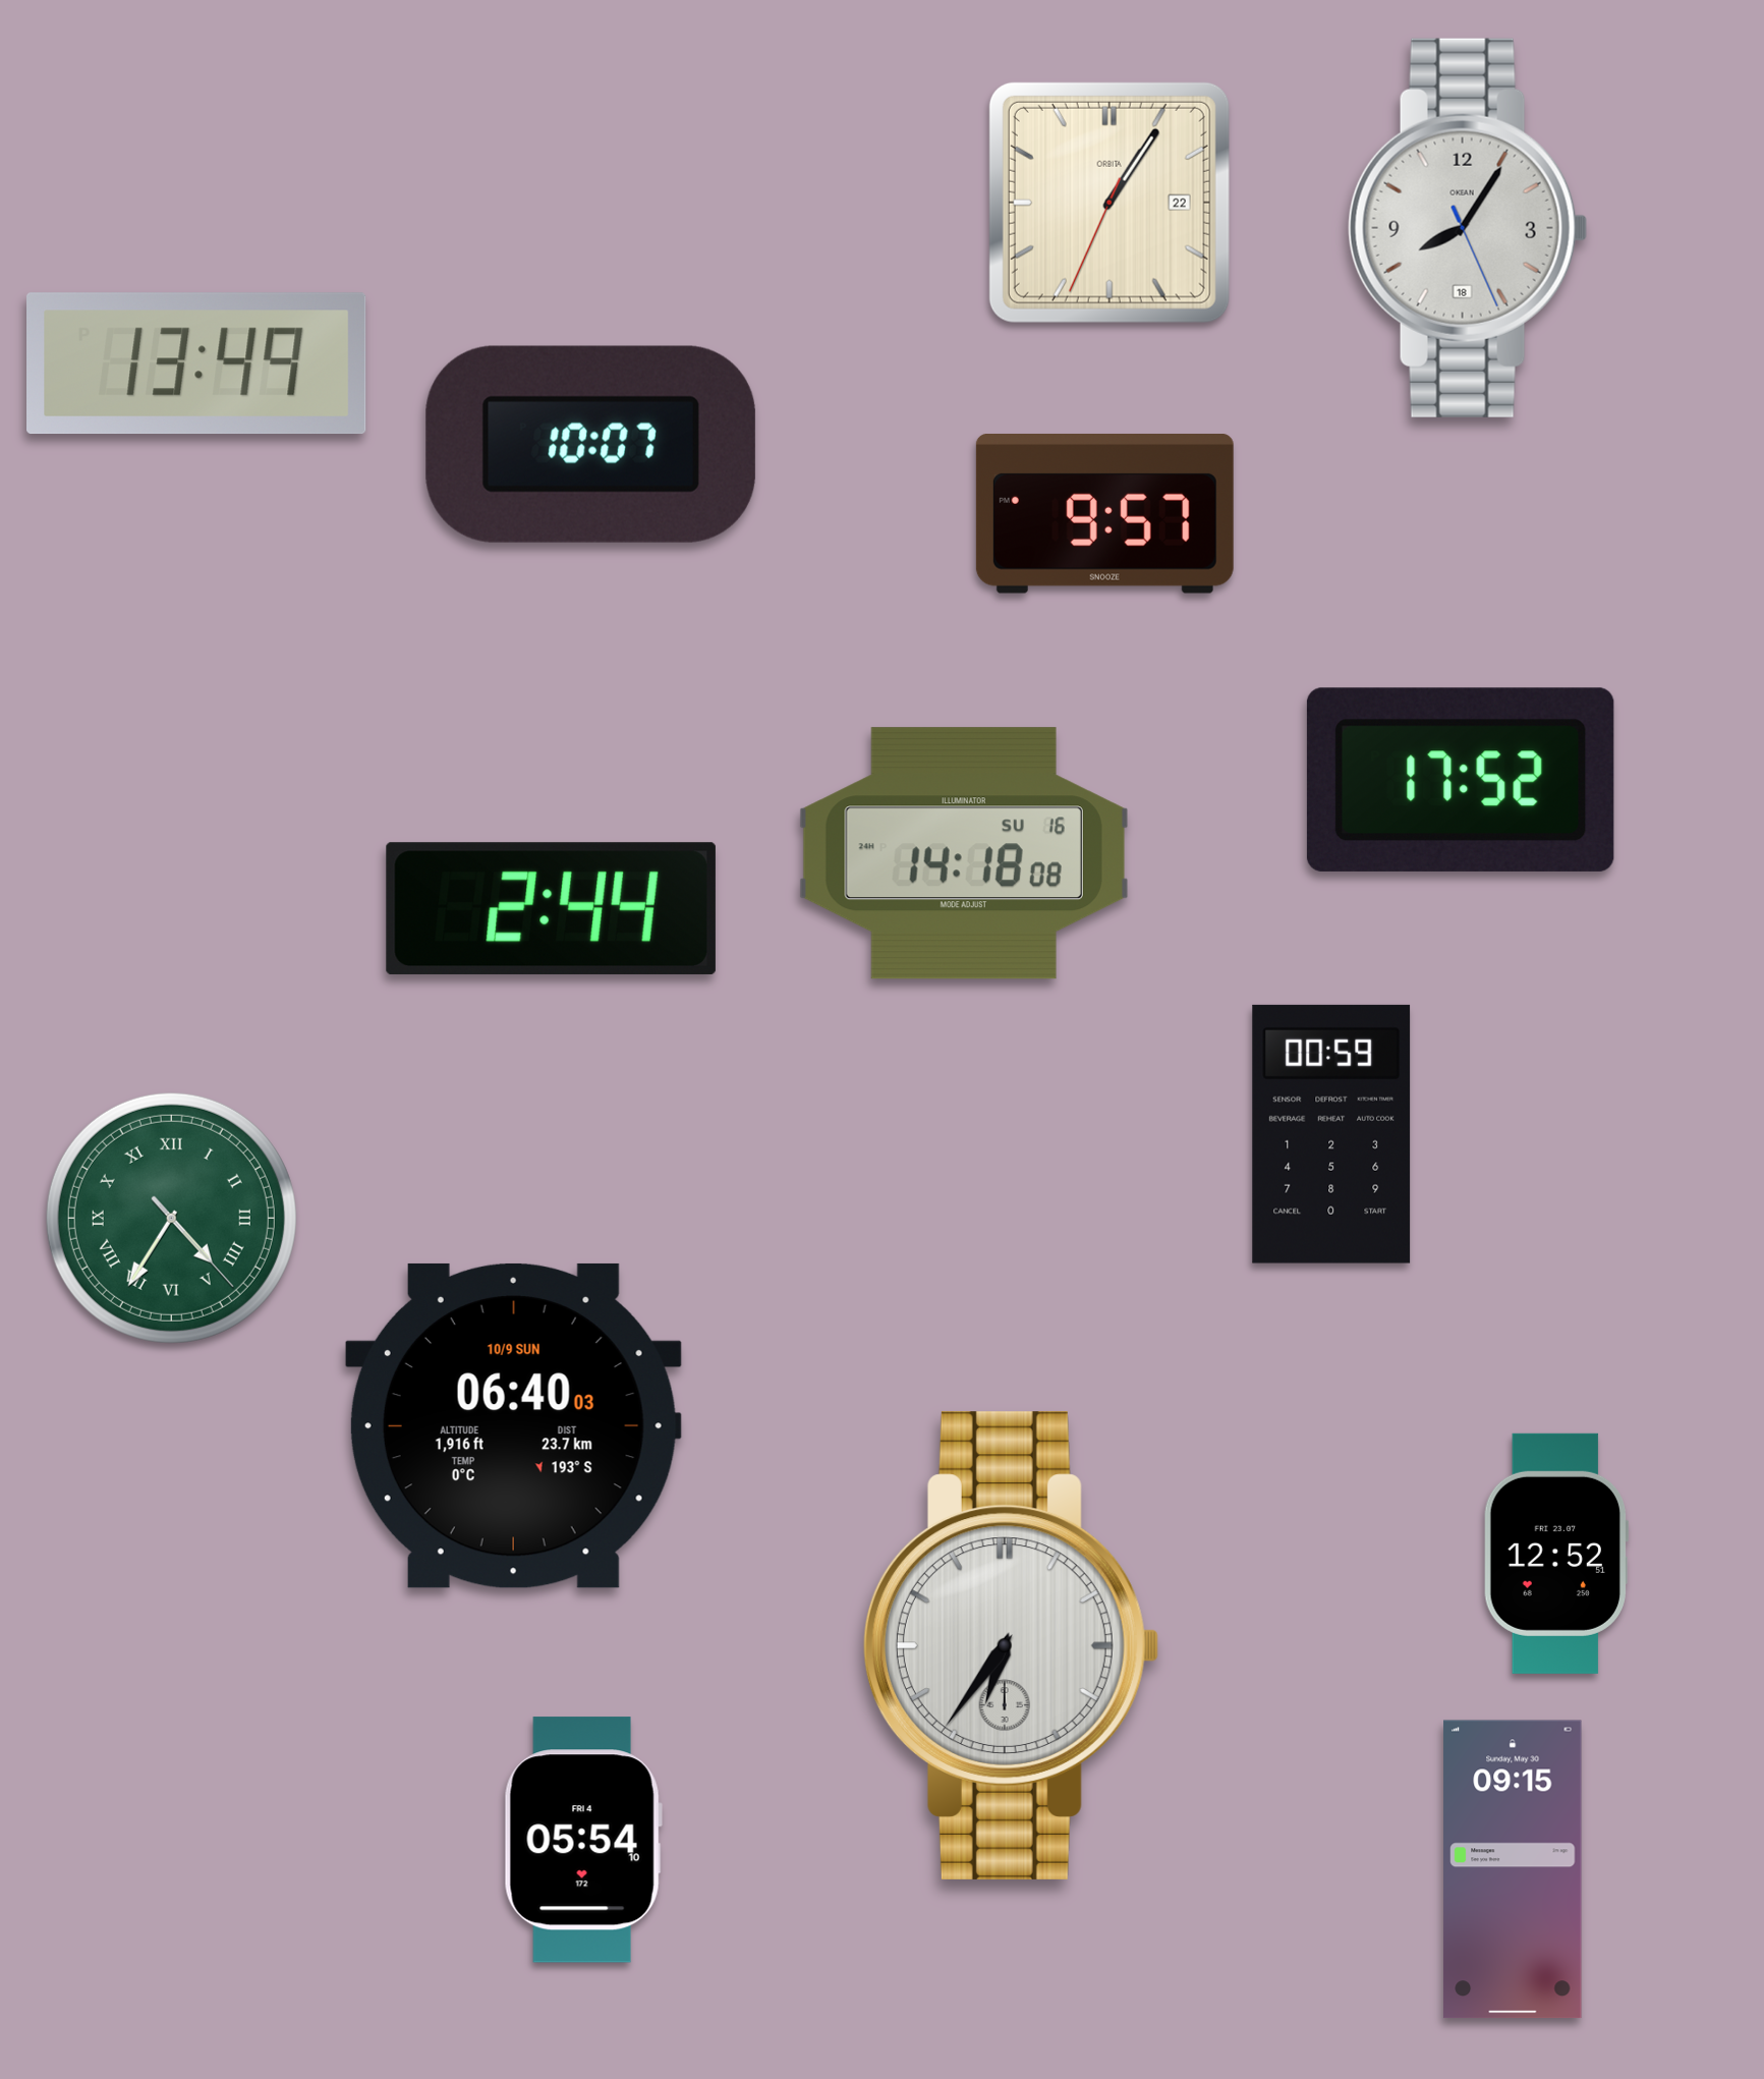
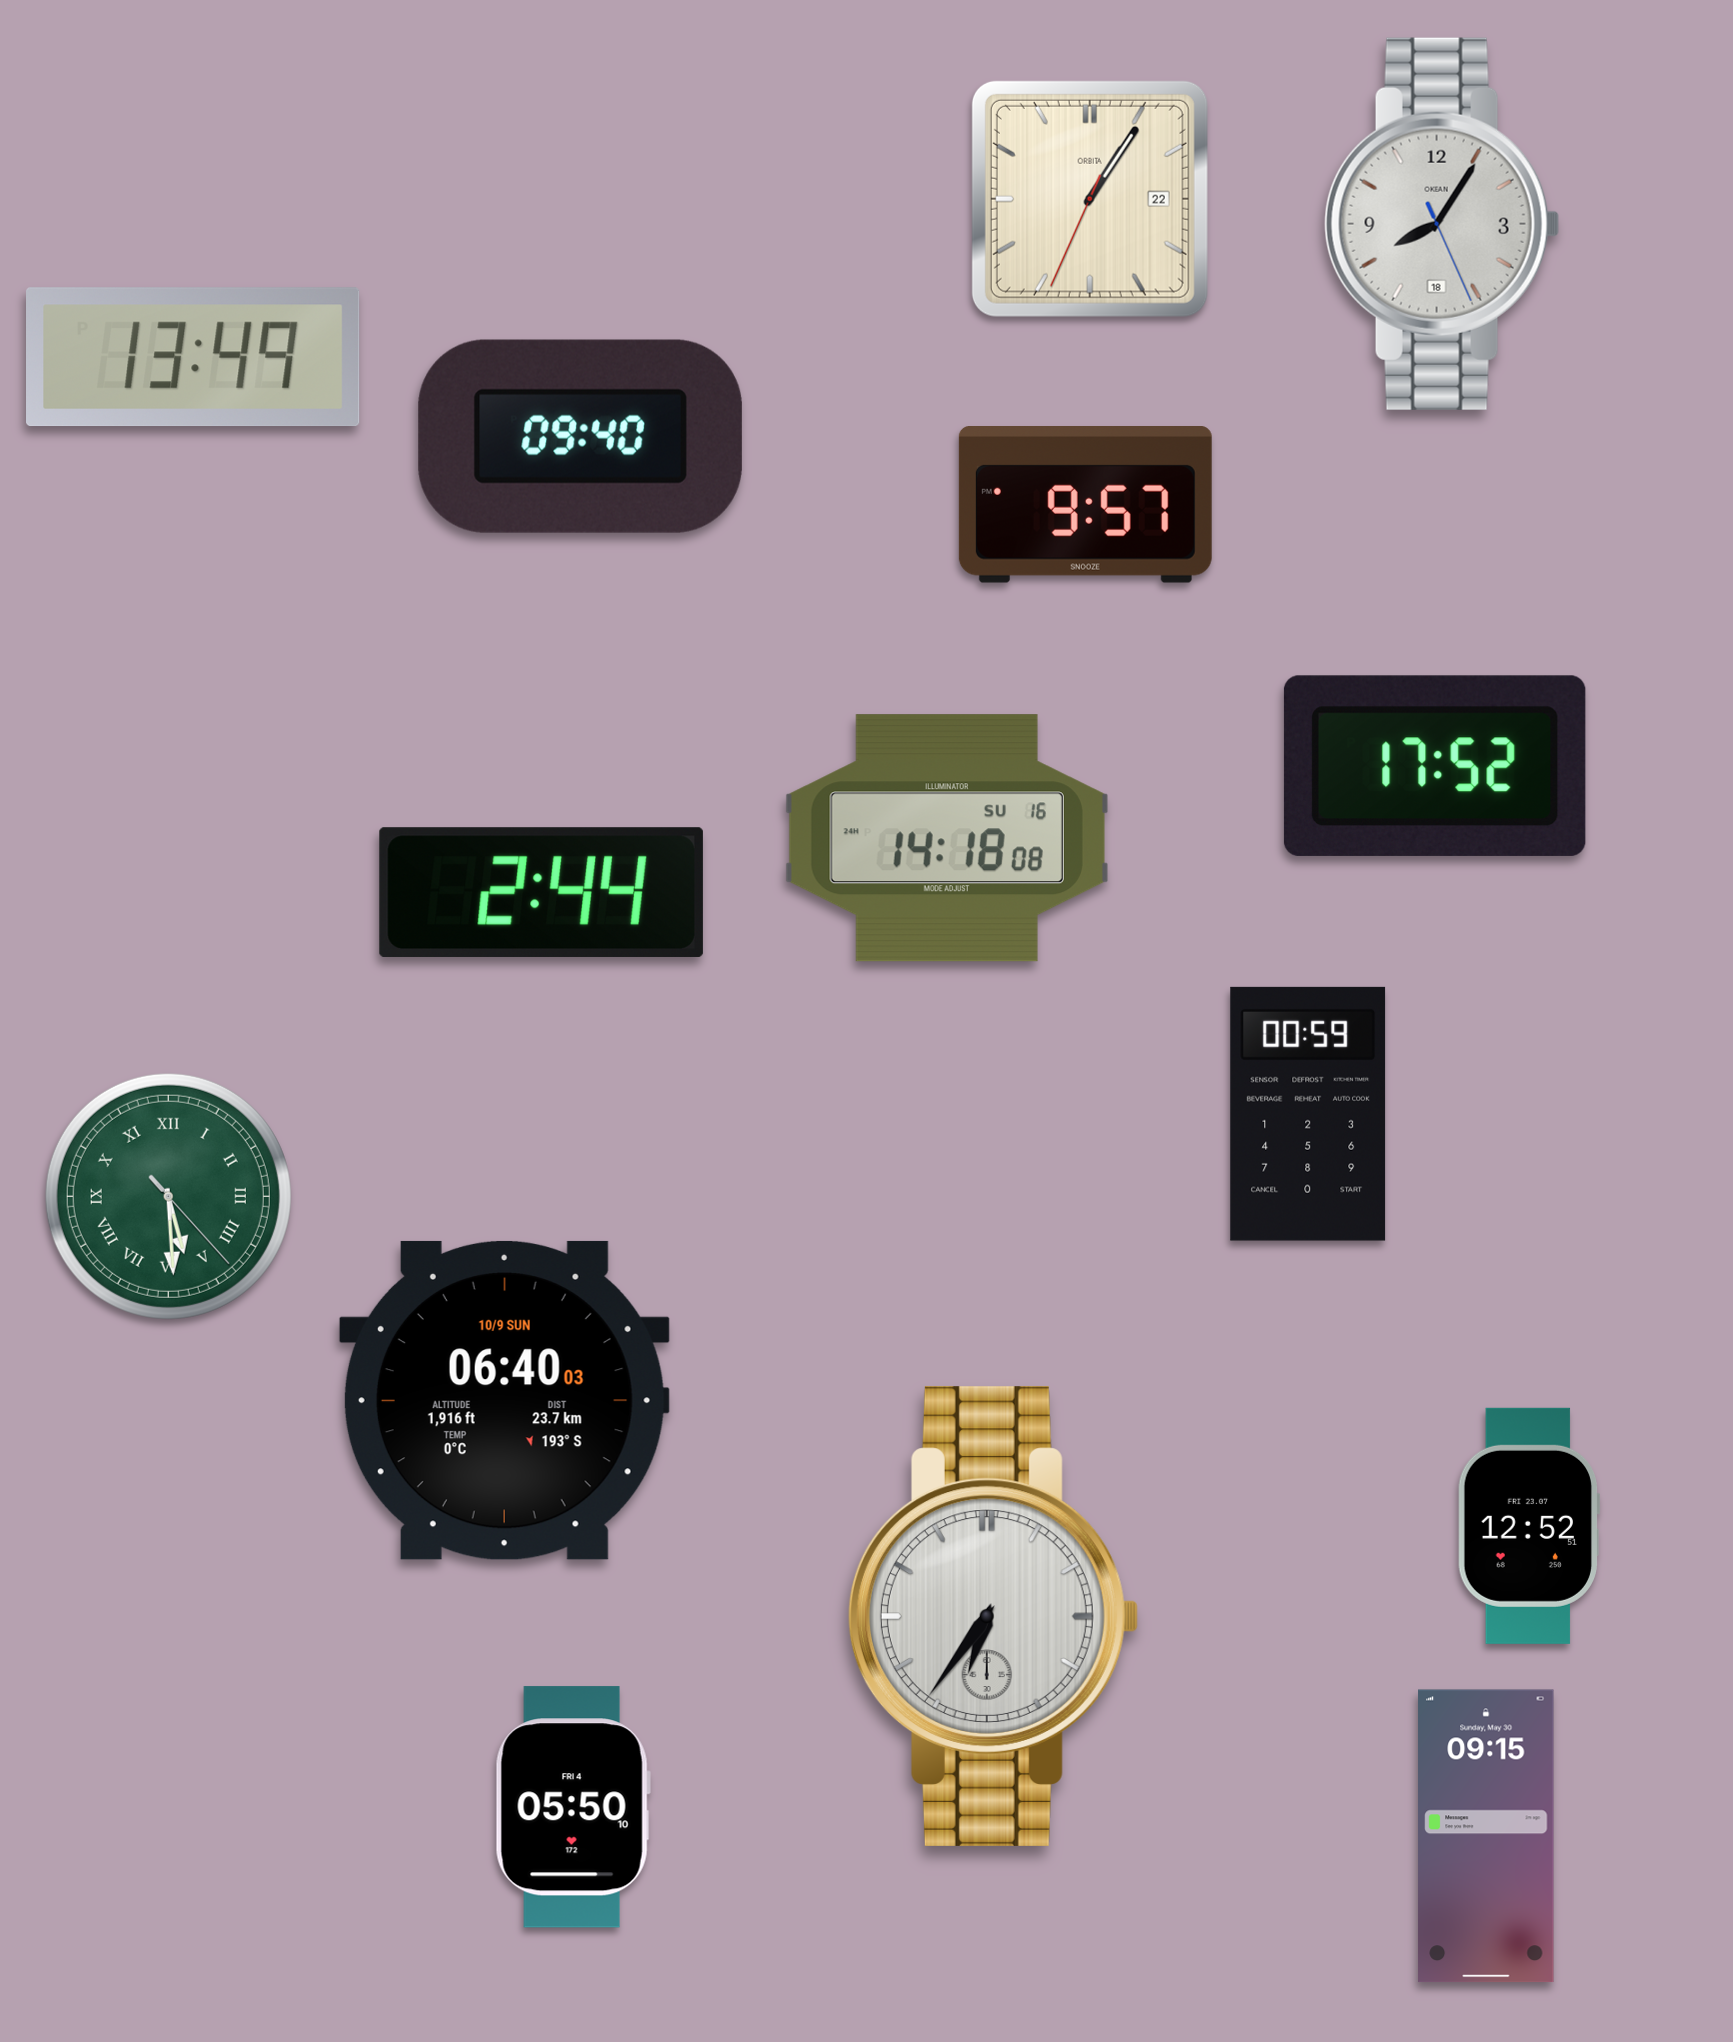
clock at (590, 444): 10:07 -> 09:40
clock at (171, 1218): 4:35 -> 5:29
clock at (583, 1840): 05:54 -> 05:50
